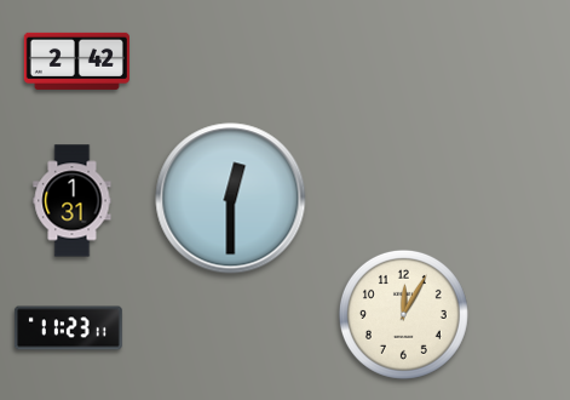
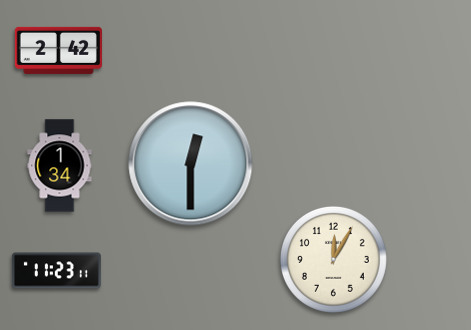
clock at (76, 61) position: (76, 61) -> (58, 50)
clock at (73, 201): 1:31 -> 1:34
